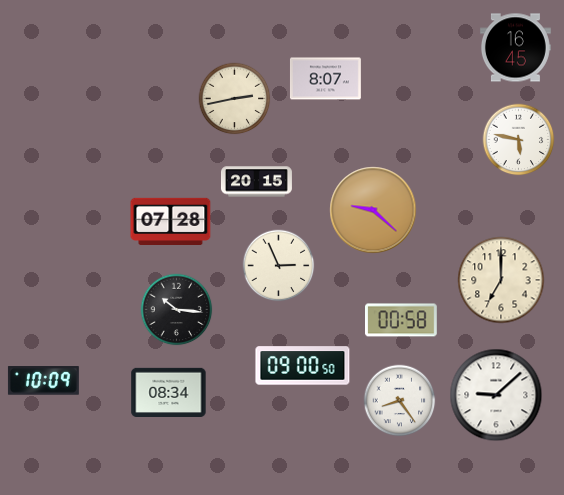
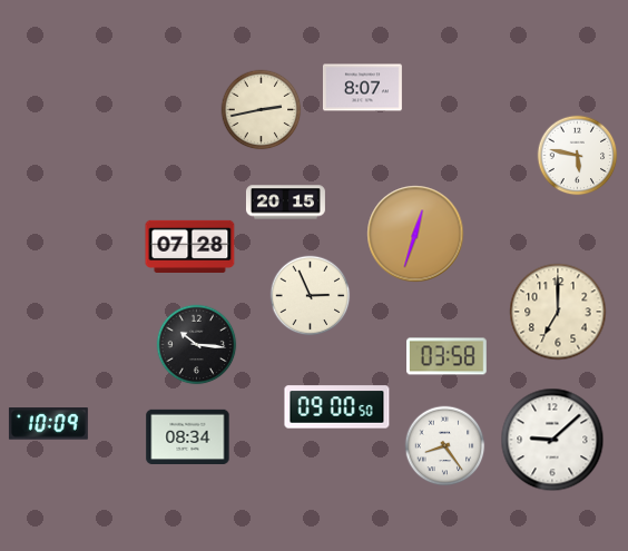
clock at (515, 48): 16:45 -> none
clock at (373, 210): 9:22 -> 12:33
clock at (402, 320): 00:58 -> 03:58
